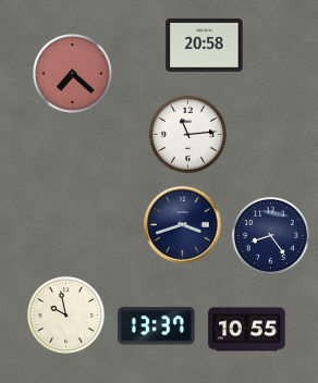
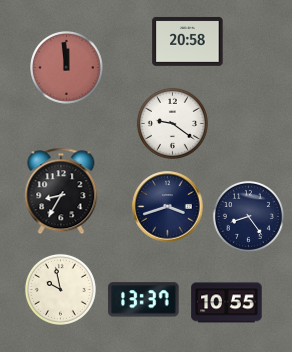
clock at (73, 74): 7:22 -> 11:59
clock at (187, 134): 11:14 -> 9:21
clock at (61, 191): none -> 8:35
